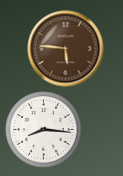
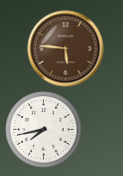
clock at (44, 130): 8:16 -> 7:43
